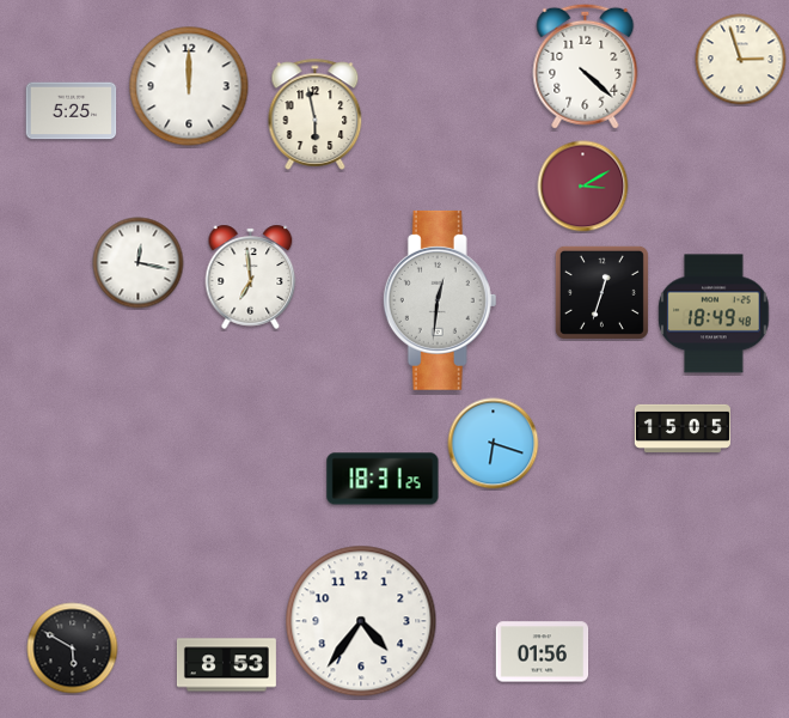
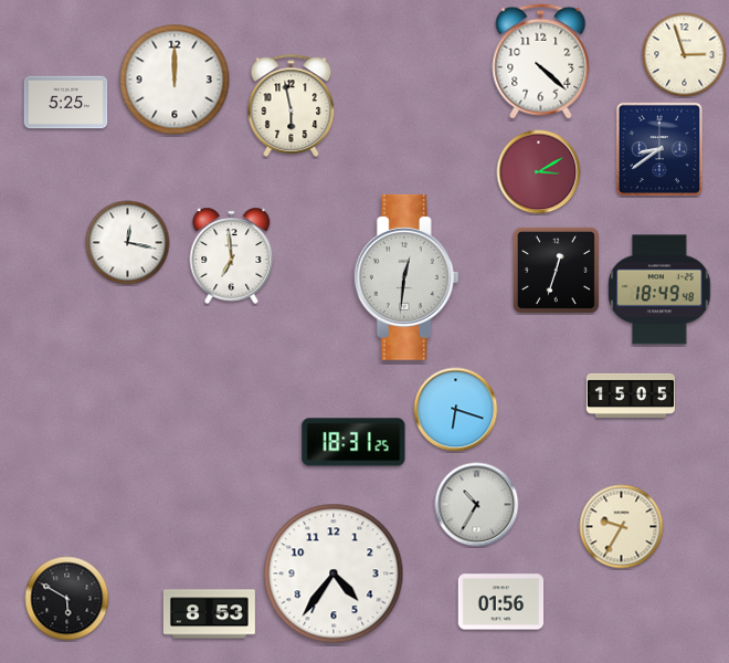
clock at (658, 148): none -> 8:39
clock at (477, 505): none -> 10:35
clock at (622, 527): none -> 9:35
